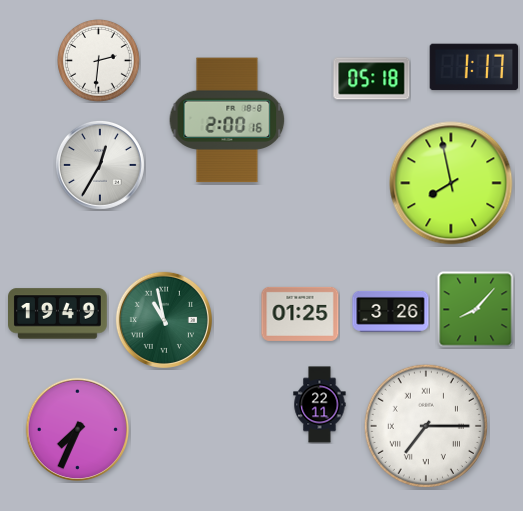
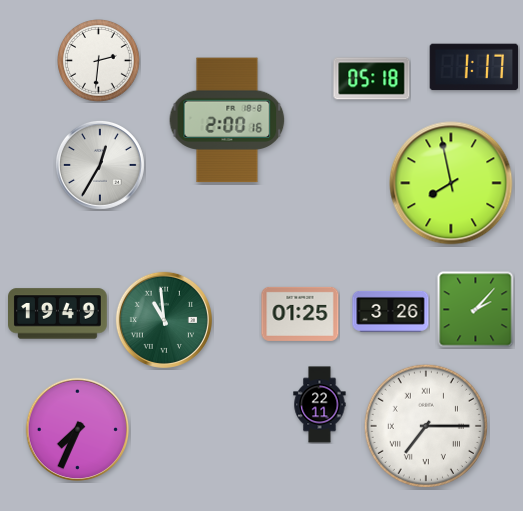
clock at (476, 310): 8:07 -> 2:07
clock at (164, 320): 10:58 -> 10:59
